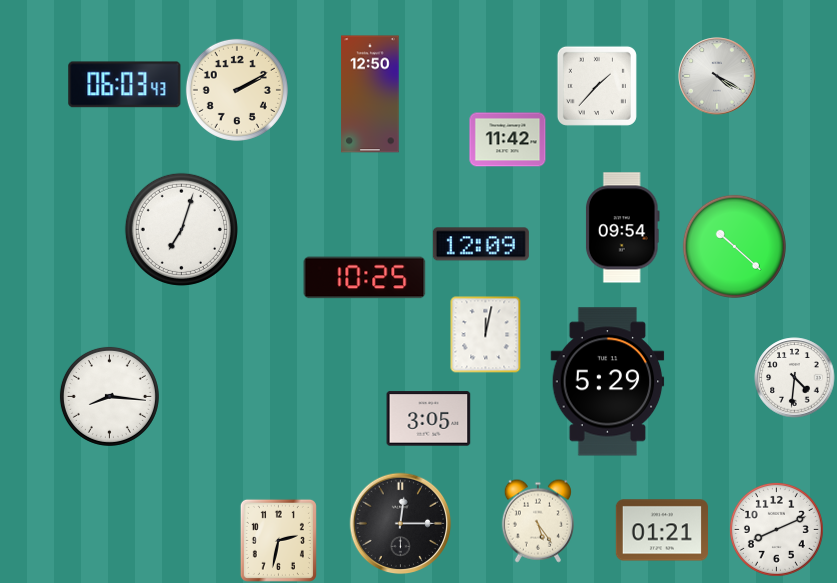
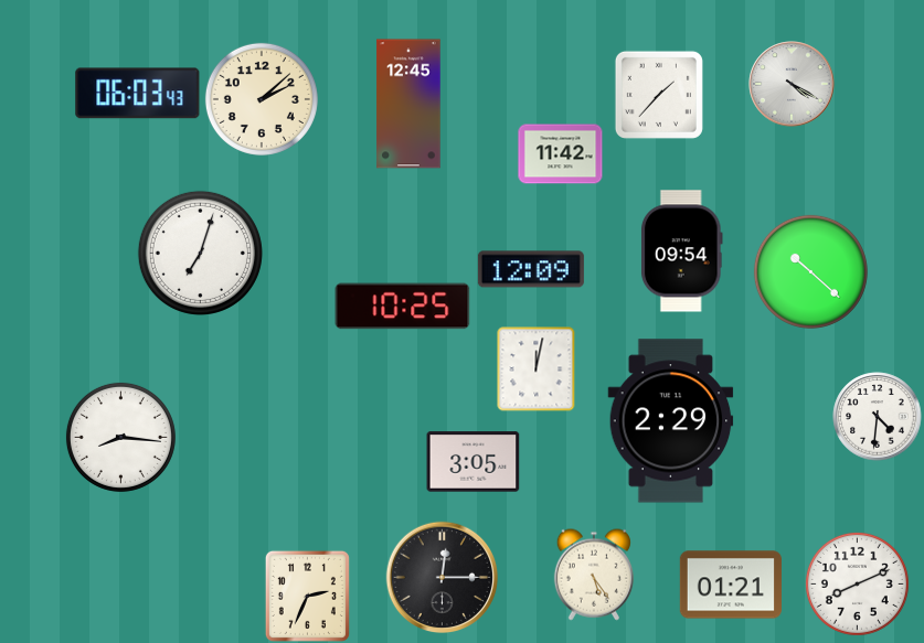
clock at (237, 90): 2:10 -> 2:08
clock at (370, 94): 12:50 -> 12:45
clock at (622, 228) position: (622, 228) -> (681, 251)
clock at (608, 382): 5:29 -> 2:29
clock at (278, 540): 2:32 -> 2:34
